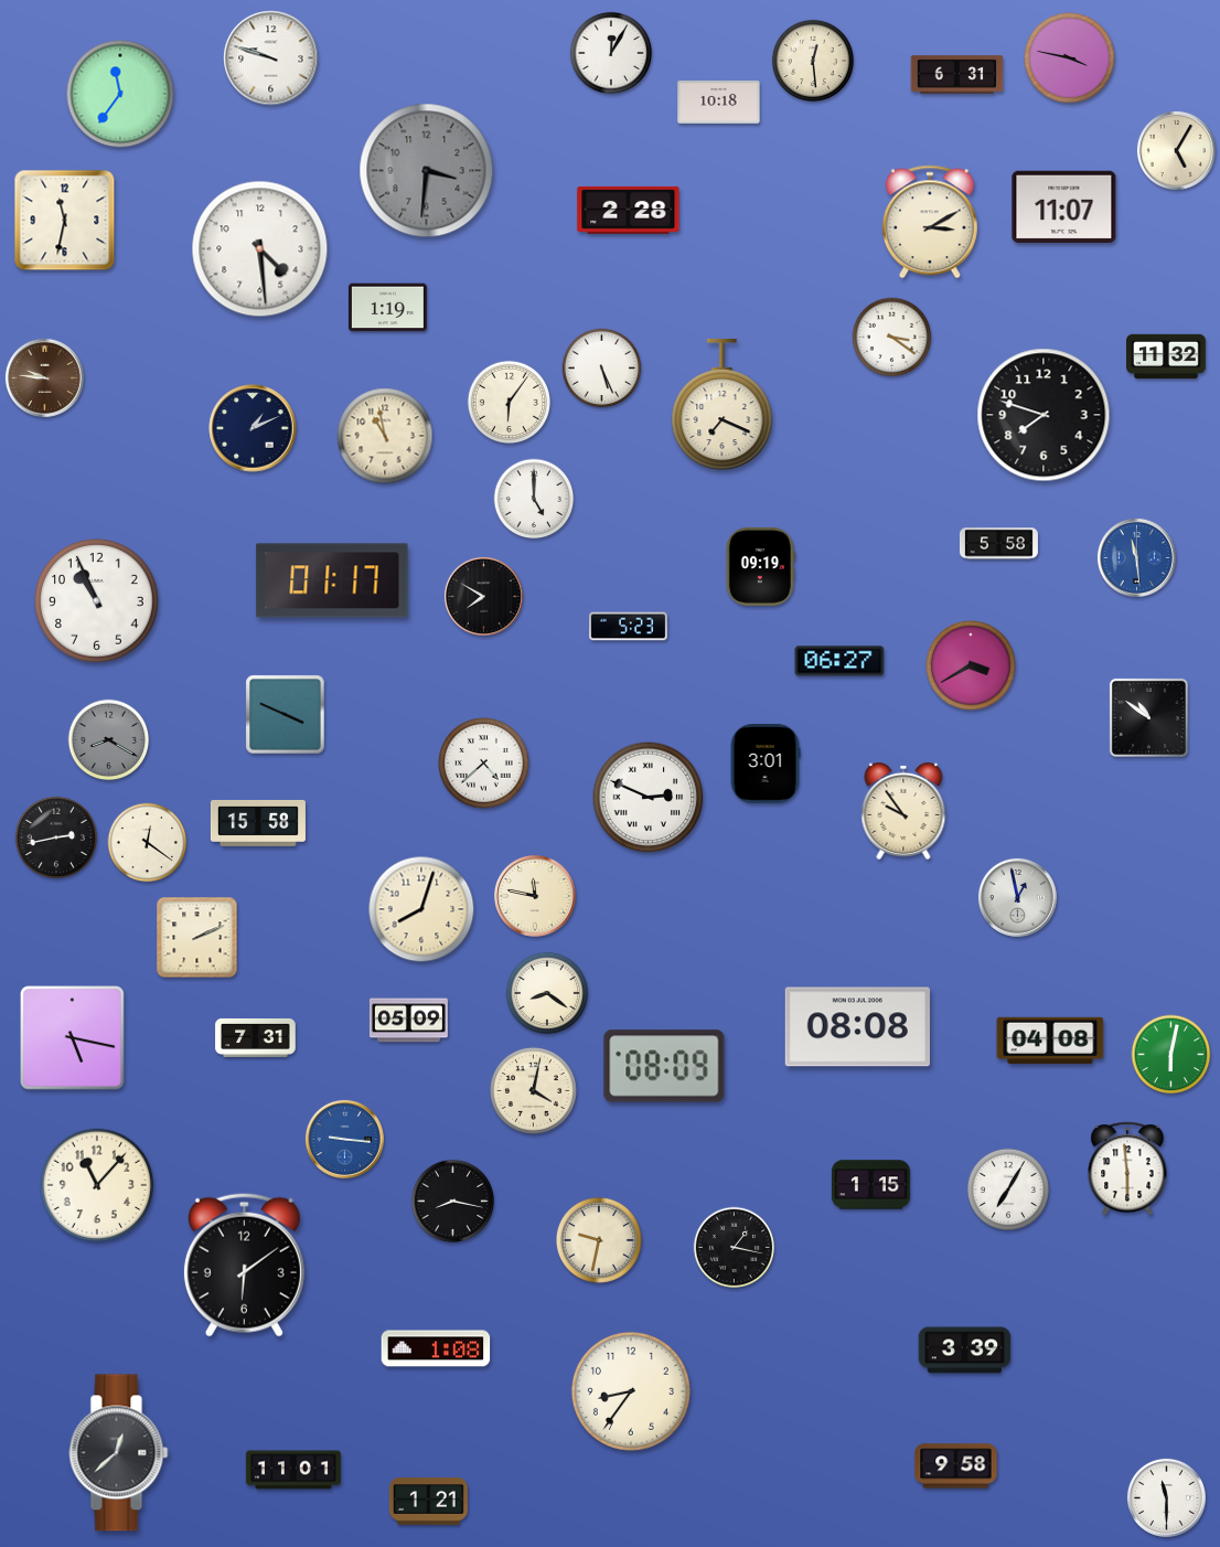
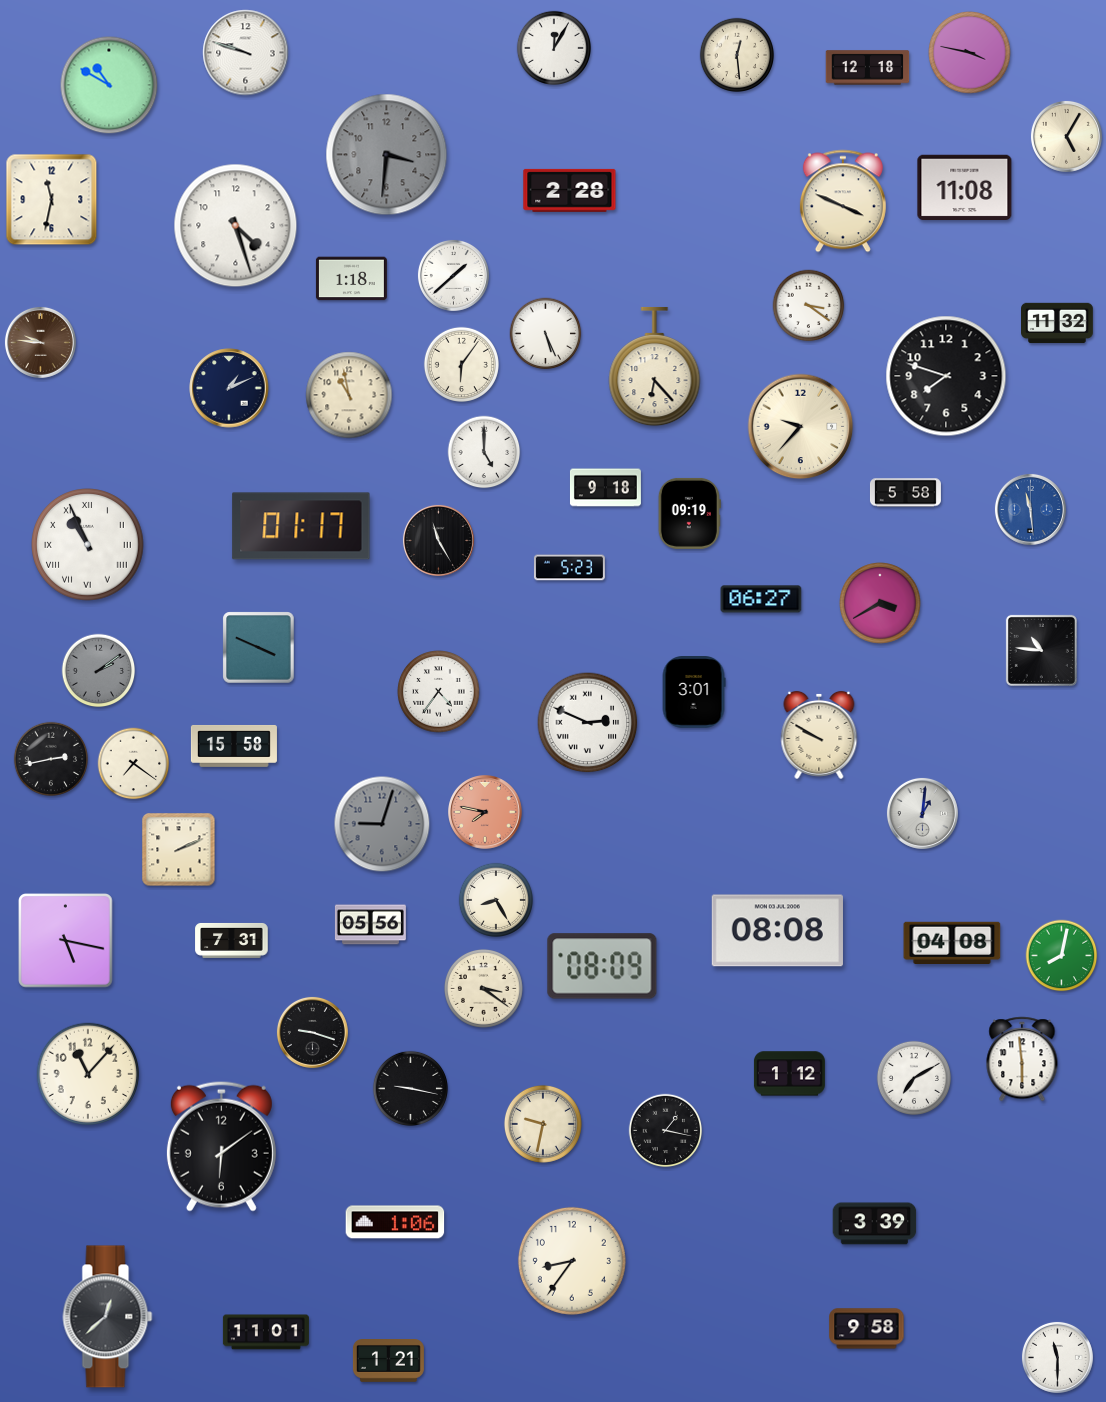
clock at (957, 75): 6:31 -> 12:18
clock at (120, 94): 11:36 -> 10:50
clock at (719, 103): 10:18 -> none
clock at (1064, 207): 11:07 -> 11:08
clock at (65, 221) position: (65, 221) -> (52, 200)
clock at (930, 222): 3:10 -> 3:49
clock at (260, 249): 4:29 -> 4:27
clock at (453, 275): none -> 1:38
clock at (387, 308): 1:19 -> 1:18
clock at (723, 405): 7:19 -> 6:23
clock at (801, 427): none -> 9:37
clock at (605, 488): none -> 9:18
clock at (1136, 557) position: (1136, 557) -> (1030, 509)
clock at (483, 596): 7:50 -> 11:25
clock at (97, 601) numerals: Arabic -> Roman
clock at (1148, 717): 10:51 -> 10:46
clock at (109, 740): 8:20 -> 2:09
clock at (484, 764): 4:38 -> 4:36
clock at (903, 811): 9:54 -> 9:50
clock at (148, 843): 12:21 -> 7:21
clock at (536, 897): 11:47 -> 7:47
clock at (536, 897) dial: cream -> salmon
clock at (1017, 897): 12:58 -> 1:01
clock at (421, 909): 8:03 -> 9:03
clock at (421, 909) dial: cream -> grey
clock at (546, 992): 8:21 -> 8:25
clock at (408, 1021): 05:09 -> 05:56
clock at (1171, 1055): 6:02 -> 8:02
clock at (533, 1090): 4:02 -> 3:21
clock at (344, 1139): 9:16 -> 9:18
clock at (344, 1139) dial: blue -> black
clock at (870, 1185): 1:15 -> 1:12
clock at (1007, 1188): 7:05 -> 7:10
clock at (452, 1201): 8:17 -> 9:17
clock at (436, 1348): 1:08 -> 1:06
